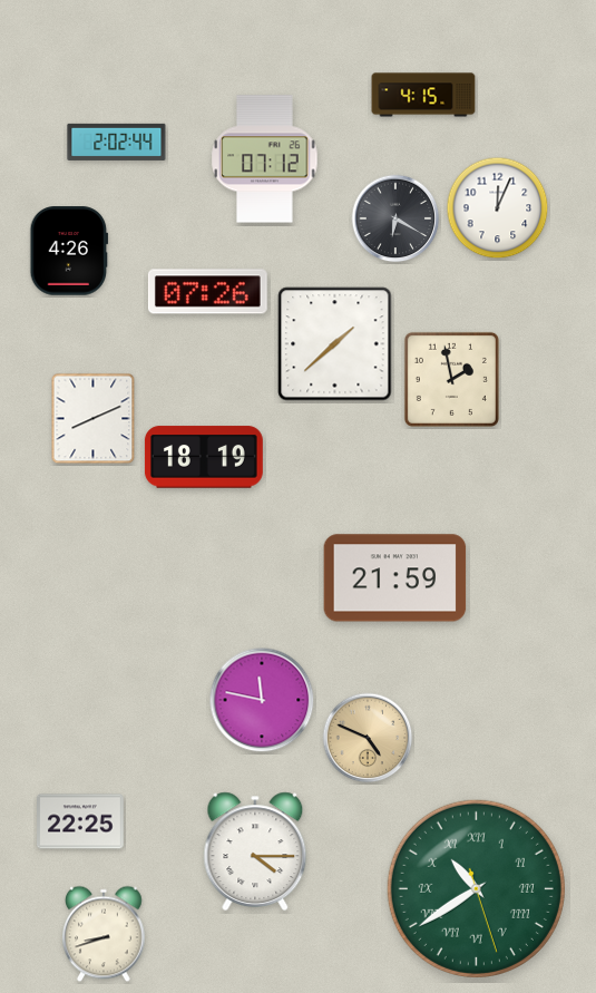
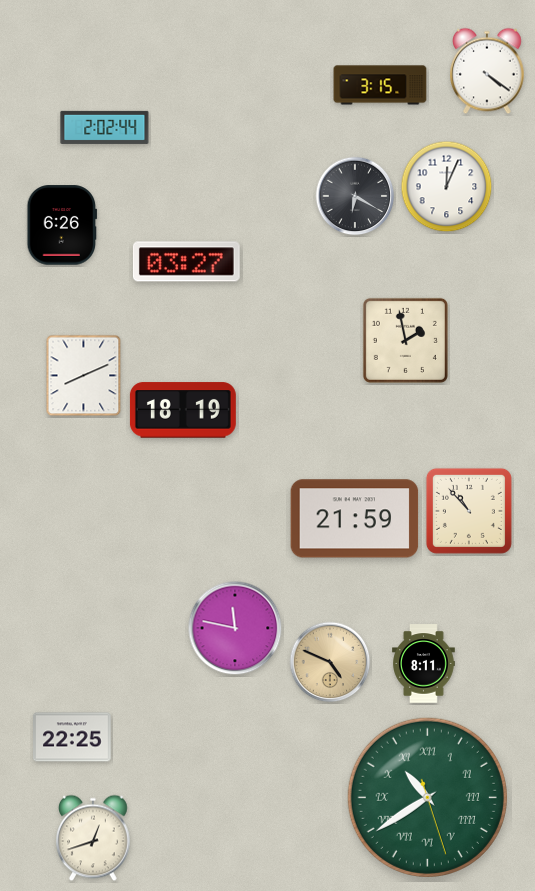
clock at (488, 71): none -> 4:21
clock at (423, 95): 4:15 -> 3:15
clock at (265, 159): 07:12 -> none
clock at (69, 251): 4:26 -> 6:26
clock at (207, 292): 07:26 -> 03:27
clock at (335, 344): 1:38 -> none
clock at (469, 511): none -> 10:53
clock at (424, 664): none -> 8:11
clock at (255, 851): 4:15 -> none
clock at (105, 934): 8:42 -> 12:42
